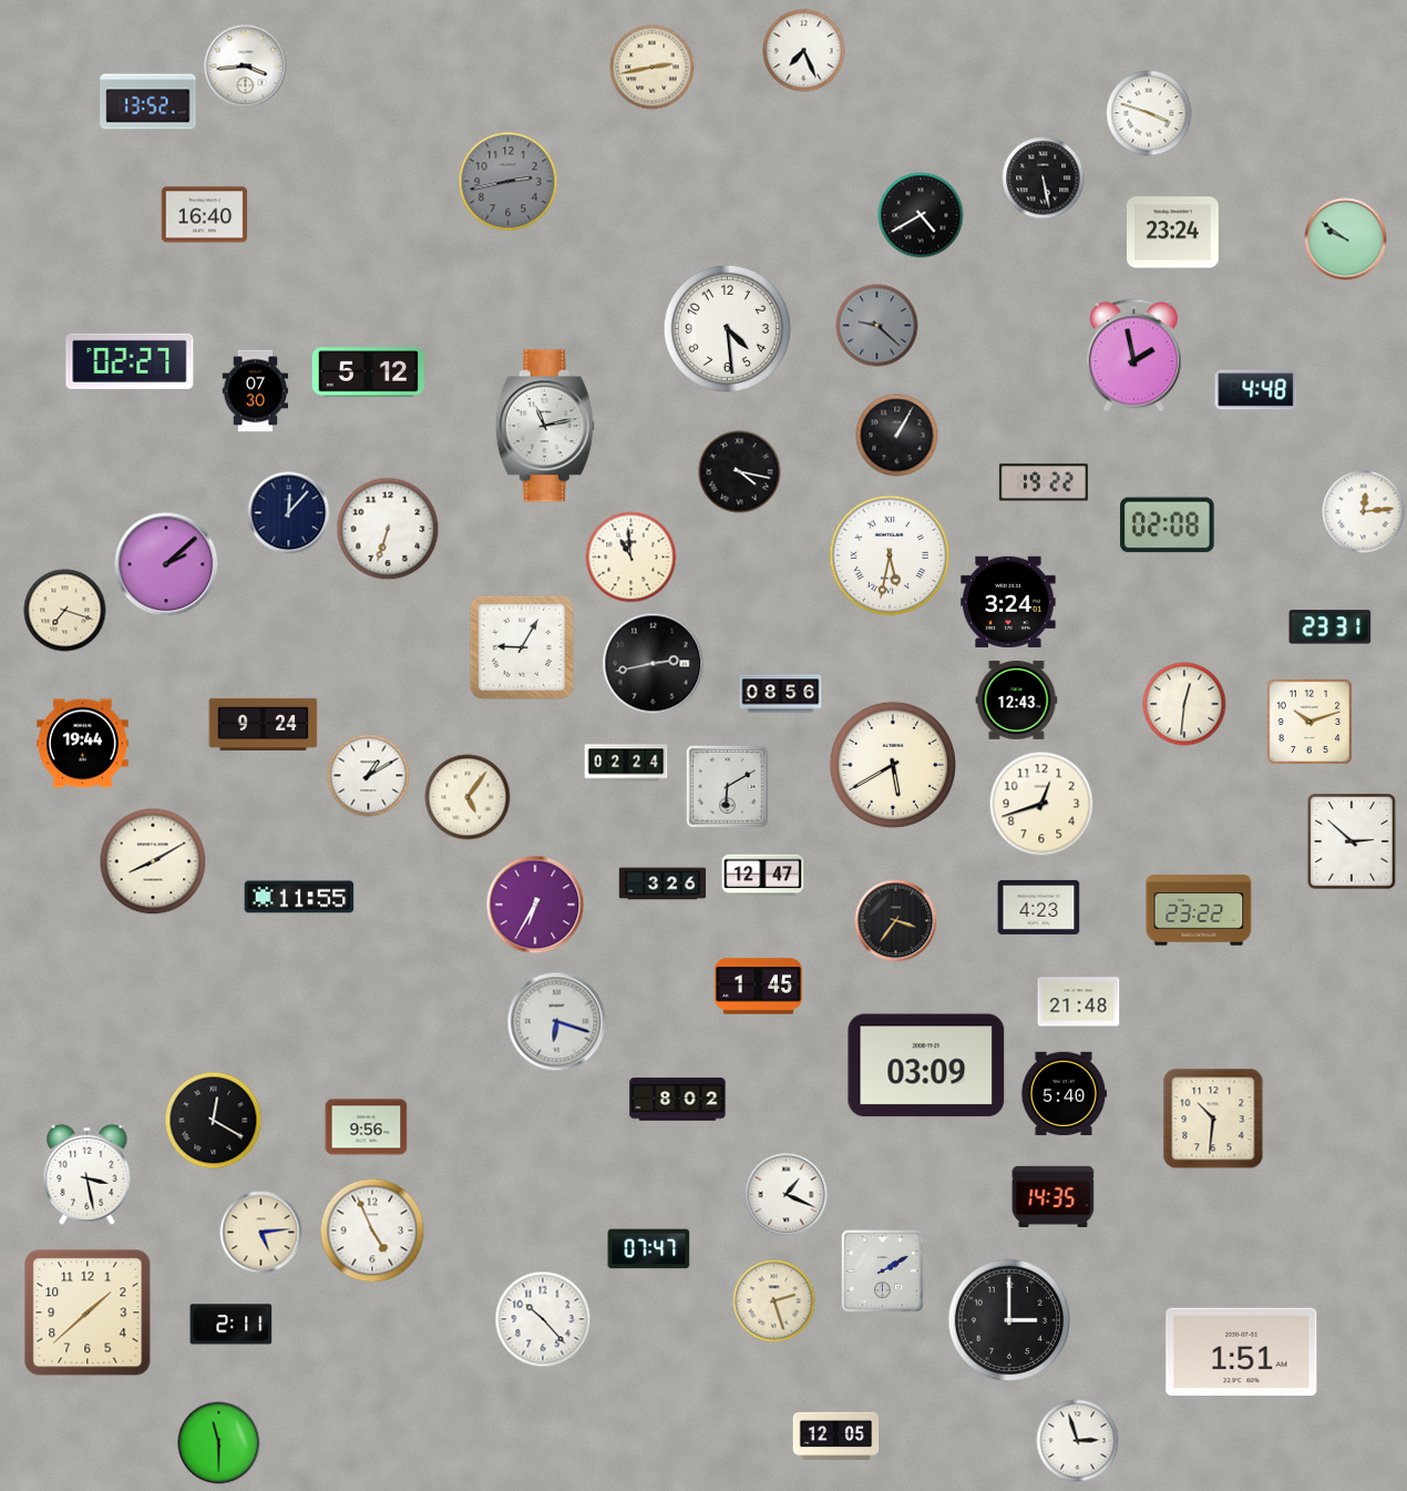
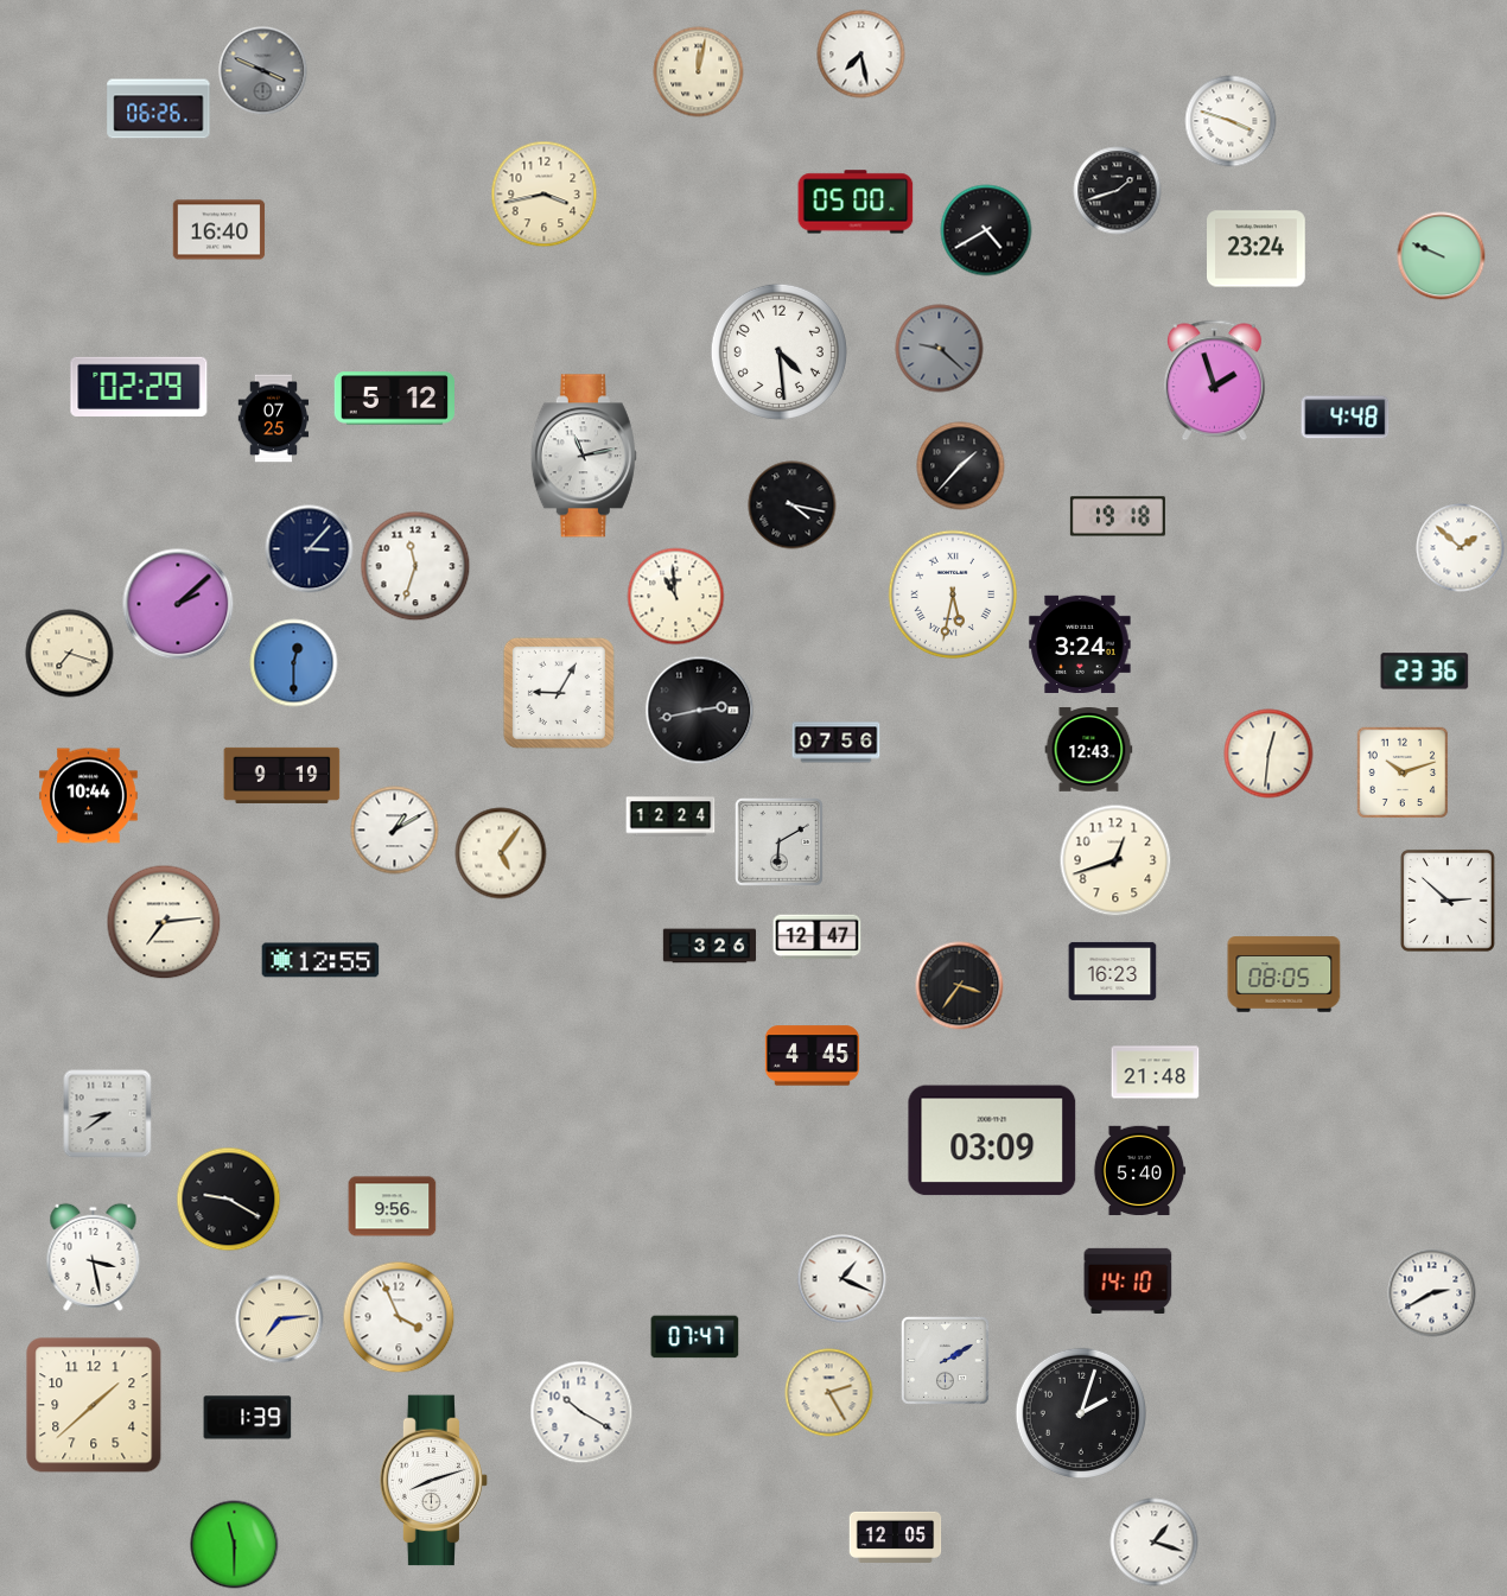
clock at (804, 51): 7:26 -> 7:28
clock at (246, 67): 3:44 -> 3:49
clock at (246, 67) dial: white -> grey
clock at (653, 68): 2:43 -> 12:02
clock at (148, 102): 13:52 -> 06:26
clock at (1044, 178): 5:28 -> 1:42
clock at (509, 182): 2:43 -> 3:43
clock at (509, 182) dial: grey -> cream
clock at (856, 202): none -> 05:00
clock at (1346, 239): 9:51 -> 9:49
clock at (1133, 356): 1:58 -> 1:57
clock at (130, 361): 02:27 -> 02:29
clock at (256, 391): 07:30 -> 07:25
clock at (897, 436): 1:05 -> 1:37
clock at (1044, 482): 19:22 -> 19:18
clock at (1364, 512): 12:14 -> 1:52
clock at (289, 513): 12:07 -> 3:07
clock at (1168, 525): 02:08 -> none
clock at (388, 529): 6:33 -> 11:33
clock at (294, 663): none -> 12:30
clock at (1331, 627): 23:31 -> 23:36
clock at (781, 694): 08:56 -> 07:56
clock at (264, 724): 9:24 -> 9:19
clock at (83, 744): 19:44 -> 10:44
clock at (626, 763): 02:24 -> 12:24
clock at (893, 765): 5:40 -> none
clock at (153, 861): 8:10 -> 7:14
clock at (299, 897): 11:55 -> 12:55
clock at (535, 905): 6:35 -> none
clock at (1039, 907): 4:23 -> 16:23
clock at (1199, 910): 23:22 -> 08:05
clock at (758, 987): 1:45 -> 4:45
clock at (557, 1022): 6:18 -> none
clock at (108, 1114): none -> 8:39
clock at (678, 1100): 8:02 -> none
clock at (1213, 1119): 10:31 -> none
clock at (214, 1121): 12:20 -> 9:20
clock at (1054, 1196): 14:35 -> 14:10
clock at (1432, 1293): none -> 2:40
clock at (372, 1230): 4:56 -> 3:56
clock at (261, 1233): 5:14 -> 7:14
clock at (774, 1301): 2:27 -> 2:25
clock at (543, 1319): 10:23 -> 10:20
clock at (1008, 1319): 3:00 -> 2:03
clock at (232, 1325): 2:11 -> 1:39
clock at (1242, 1351): 1:51 -> none
clock at (434, 1481): none -> 8:12
clock at (1078, 1441): 2:57 -> 1:18
